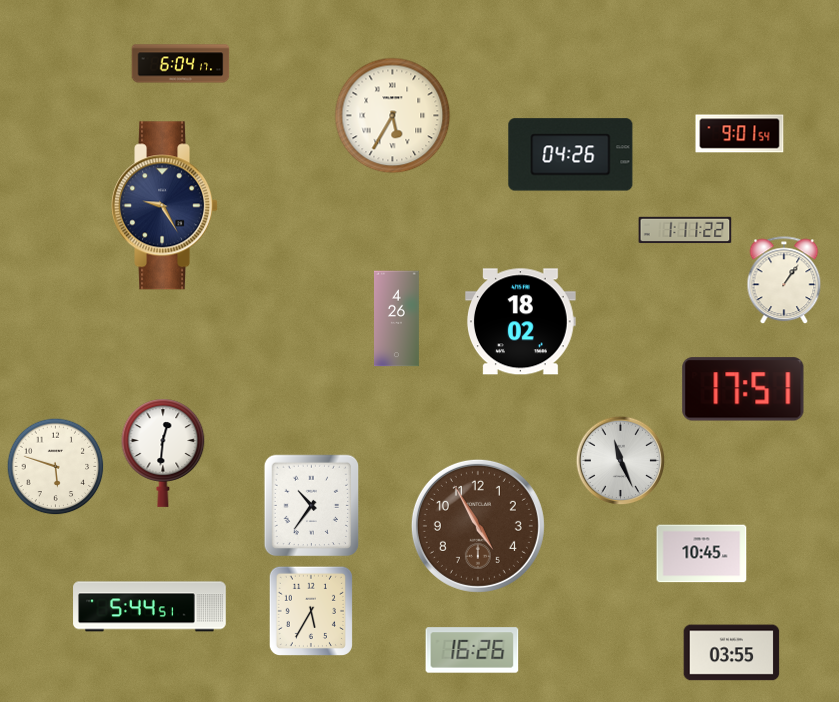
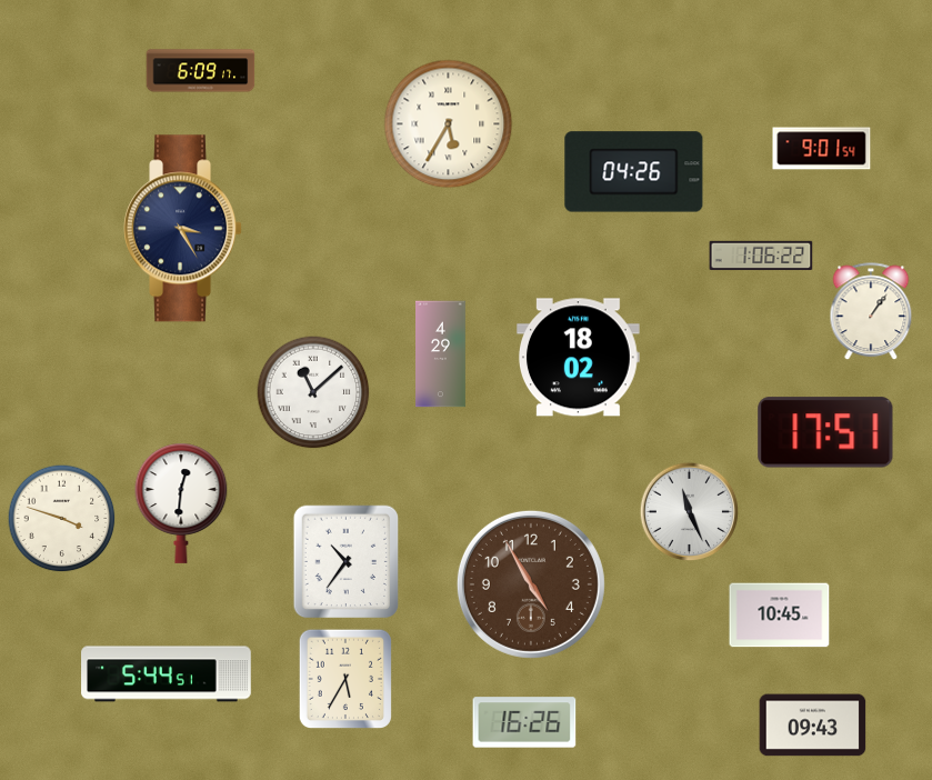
clock at (181, 64): 6:04 -> 6:09
clock at (393, 116) position: (393, 116) -> (449, 124)
clock at (165, 206): 9:25 -> 3:25
clock at (685, 230): 1:11 -> 1:06
clock at (397, 319): 4:26 -> 4:29
clock at (313, 392): none -> 11:08
clock at (55, 466): 5:48 -> 3:48
clock at (732, 653): 03:55 -> 09:43
